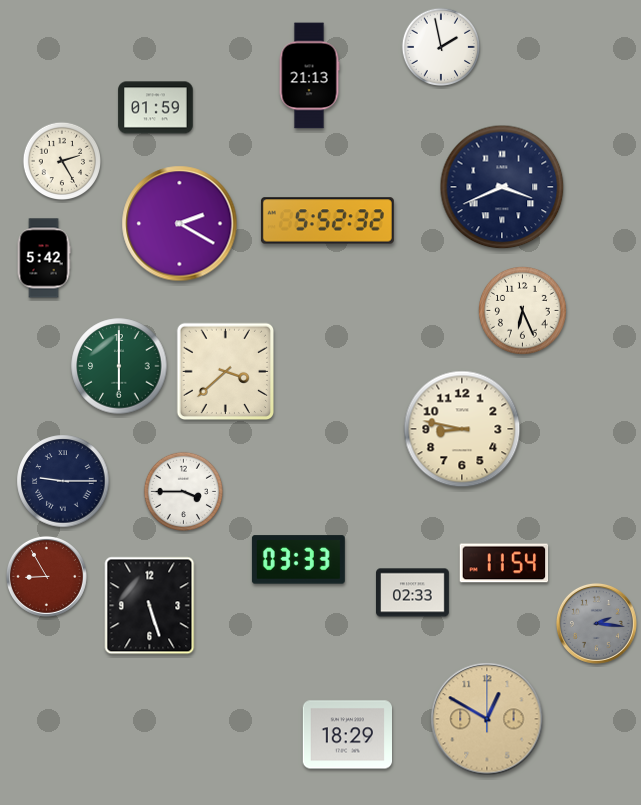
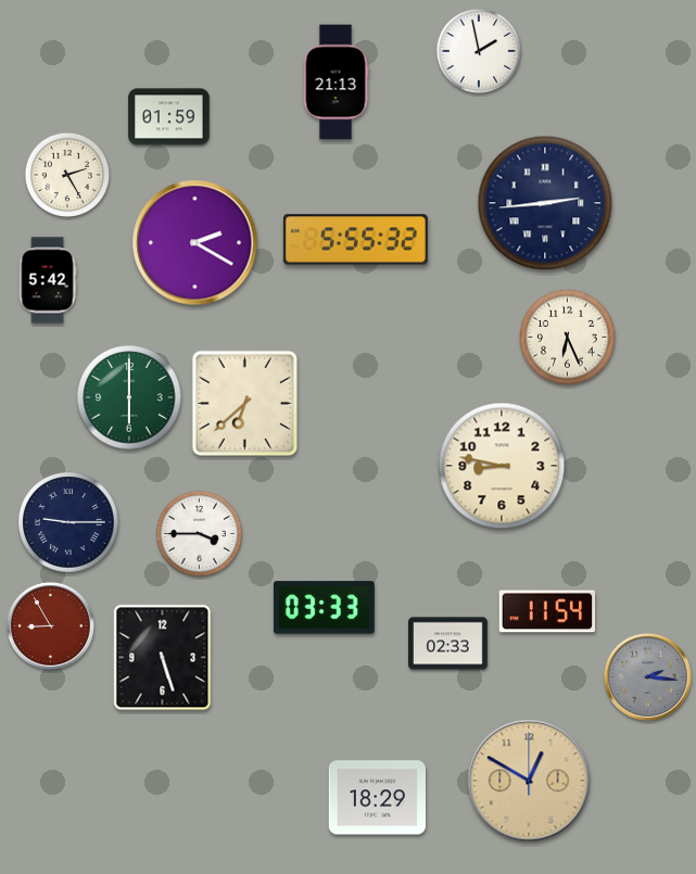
clock at (502, 187): 3:41 -> 2:44
clock at (327, 221): 5:52 -> 5:55
clock at (225, 371): 3:38 -> 6:38
